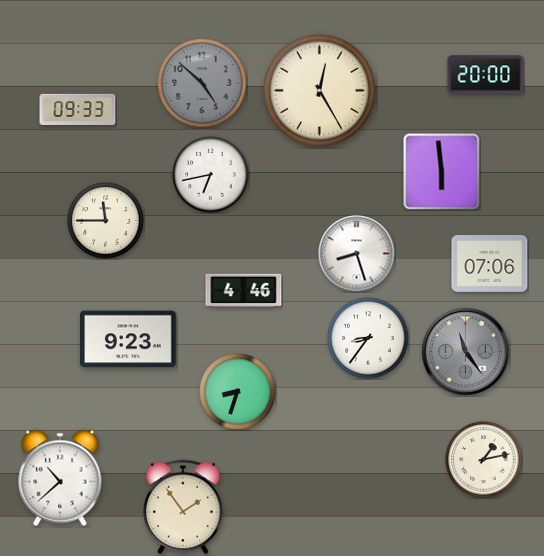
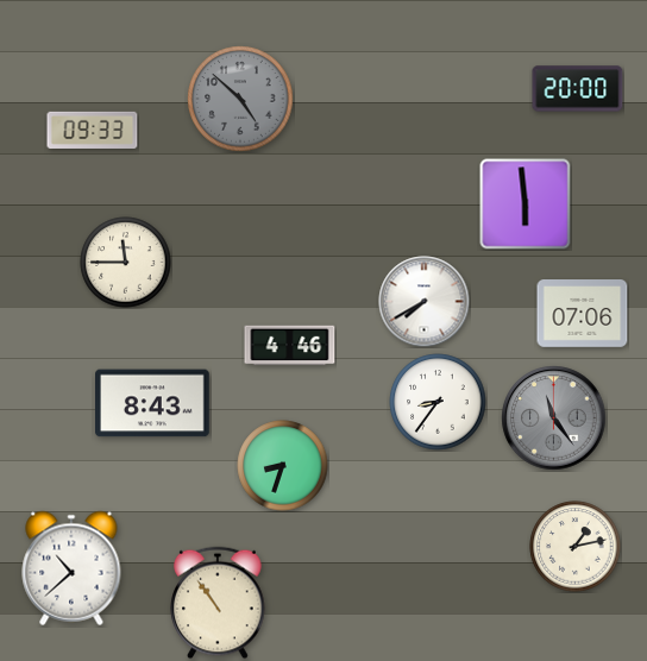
clock at (319, 90): 12:25 -> none
clock at (211, 175): 6:43 -> none
clock at (357, 254): 8:27 -> 7:40
clock at (129, 339): 9:23 -> 8:43
clock at (183, 507): 1:54 -> 10:54
